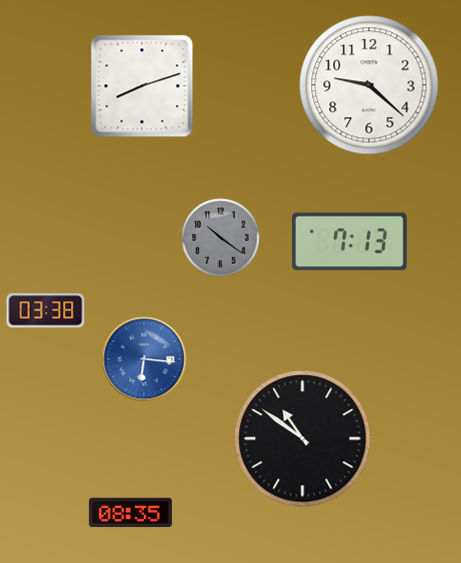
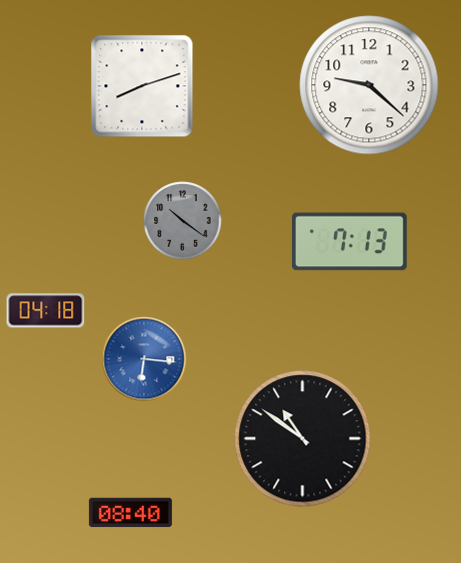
clock at (221, 238) position: (221, 238) -> (183, 221)
clock at (46, 311): 03:38 -> 04:18
clock at (130, 513): 08:35 -> 08:40
